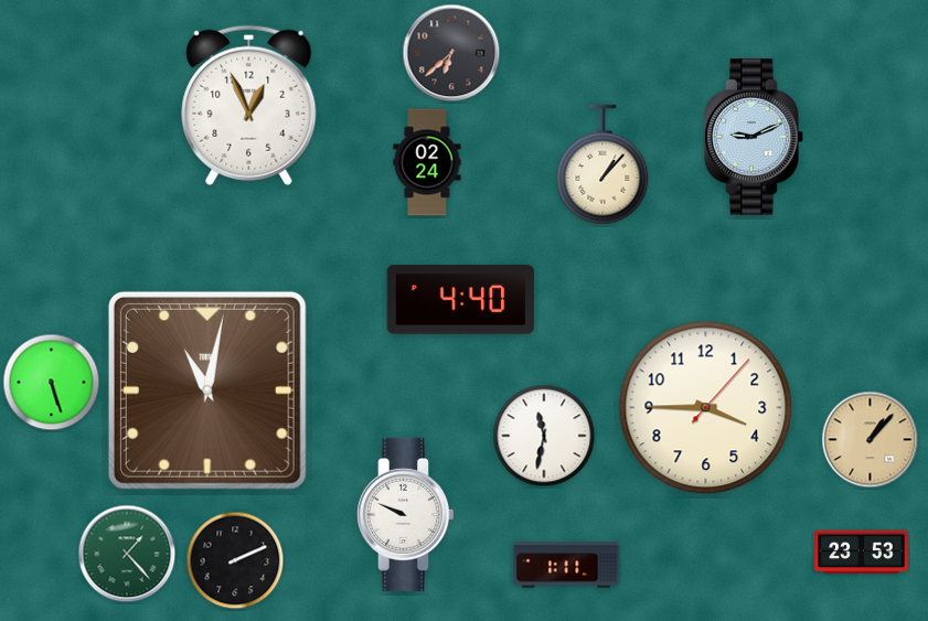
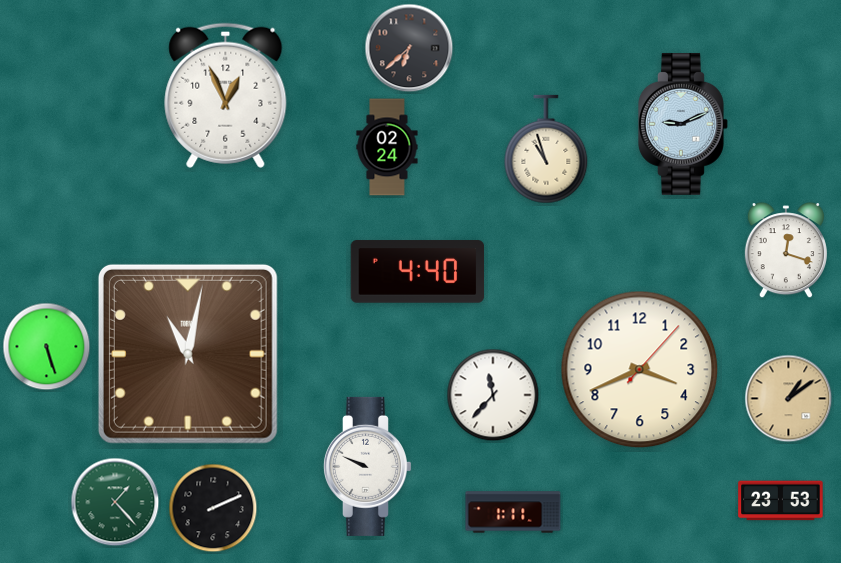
clock at (602, 164): 1:07 -> 10:57
clock at (786, 251): none -> 12:18
clock at (706, 408): 3:45 -> 3:41
clock at (544, 436): 11:32 -> 11:37
clock at (871, 440): 1:07 -> 1:09
